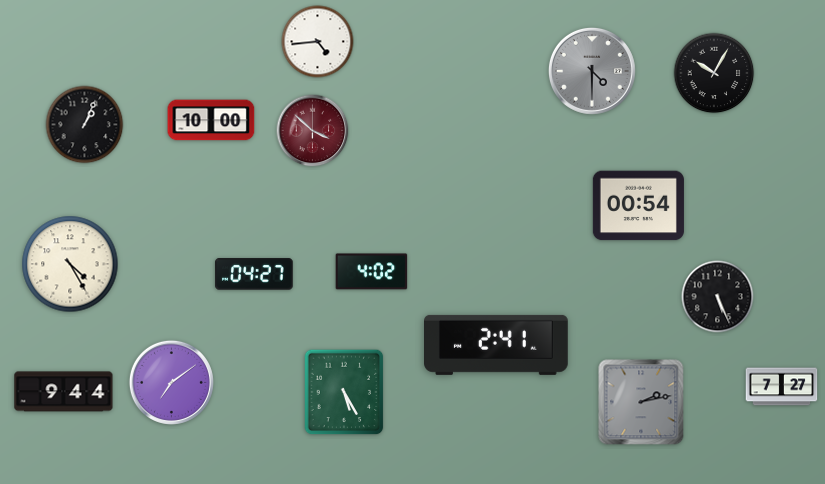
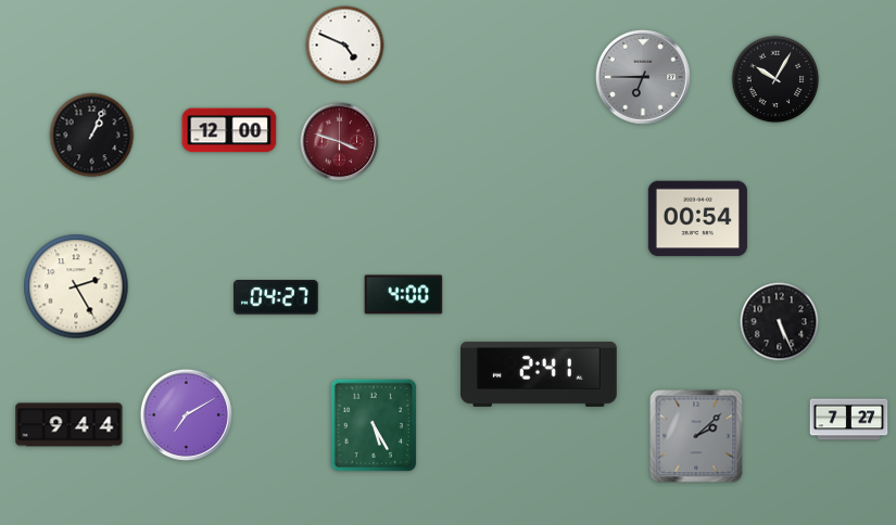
clock at (318, 42): 4:44 -> 4:49
clock at (592, 71): 4:30 -> 6:45
clock at (211, 120): 10:00 -> 12:00
clock at (313, 131): 3:52 -> 3:48
clock at (638, 206) position: (638, 206) -> (697, 219)
clock at (70, 264): 4:25 -> 2:25
clock at (372, 272): 4:02 -> 4:00
clock at (171, 382): 7:09 -> 7:10
clock at (641, 402): 2:13 -> 2:08
